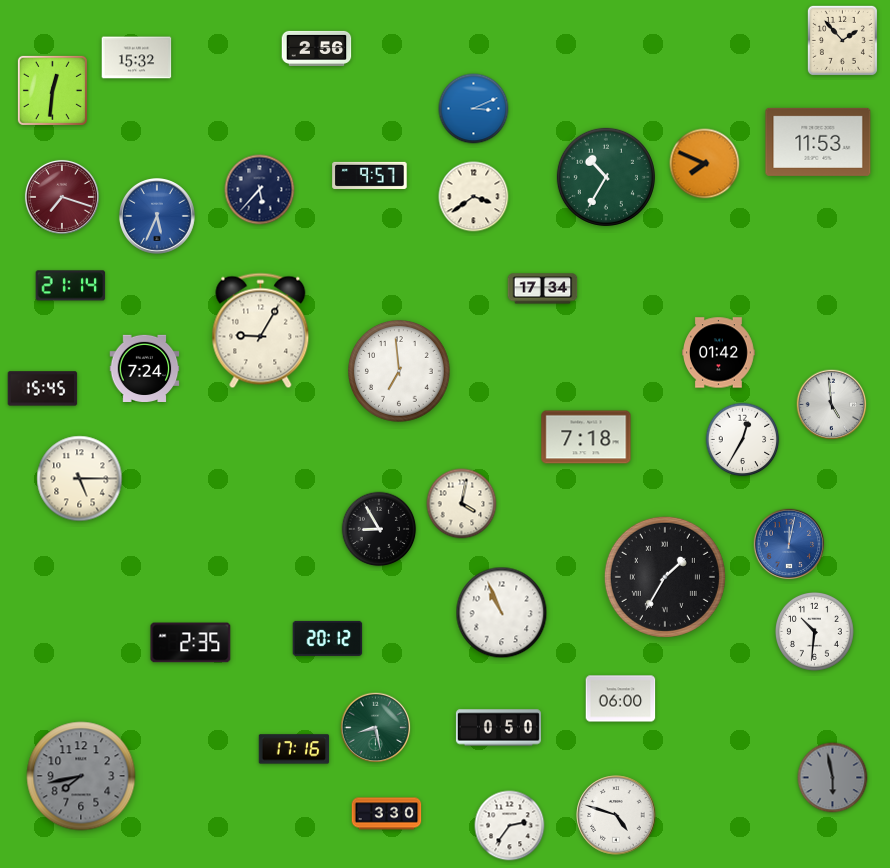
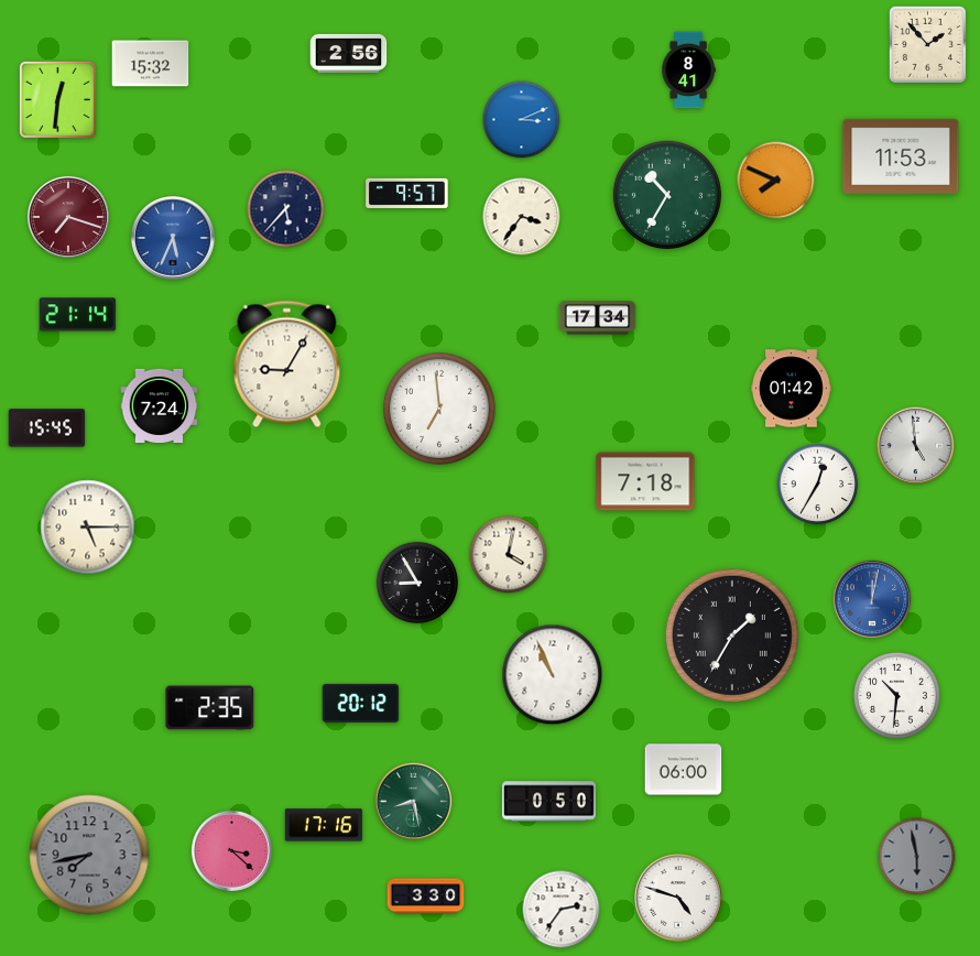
clock at (688, 70): none -> 8:41
clock at (474, 197): 3:39 -> 3:36
clock at (789, 544) position: (789, 544) -> (872, 599)
clock at (231, 850): none -> 3:22
